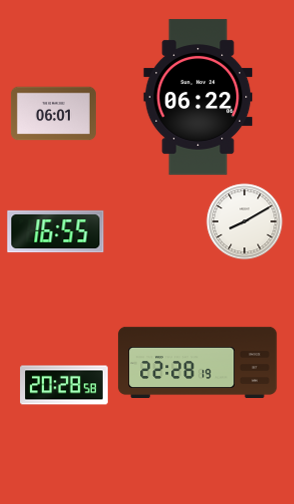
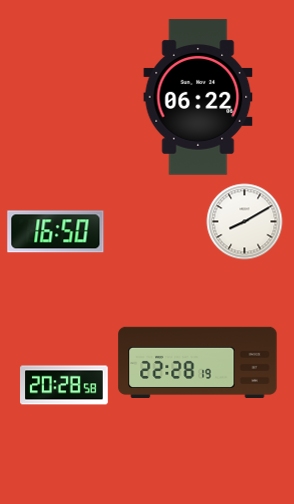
clock at (53, 114): 06:01 -> none
clock at (56, 232): 16:55 -> 16:50
